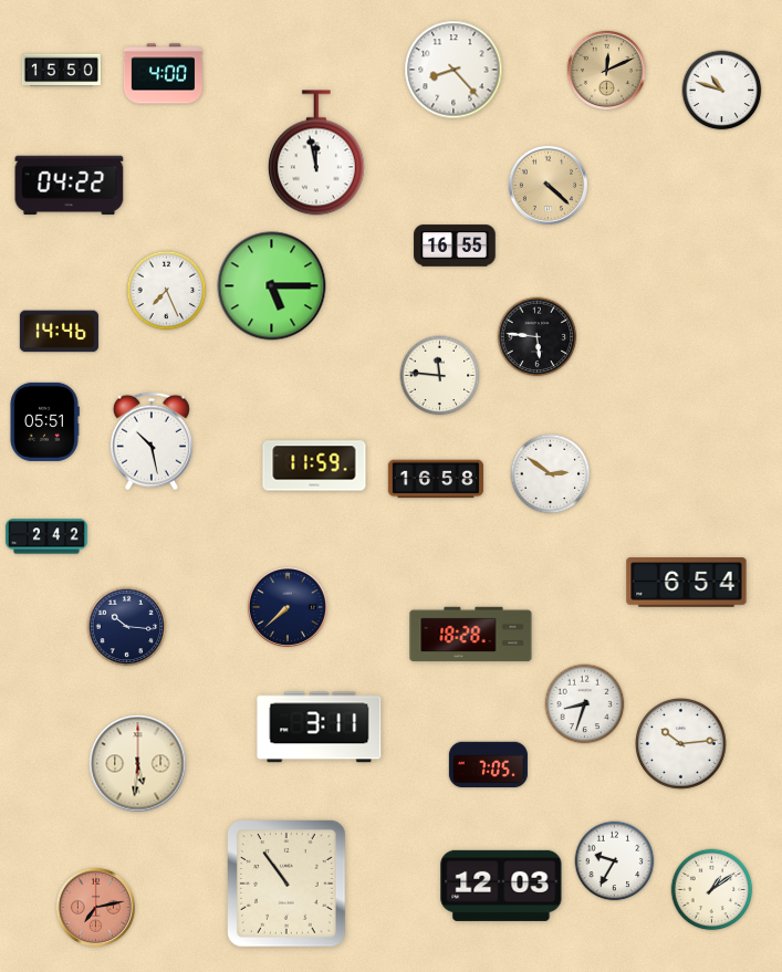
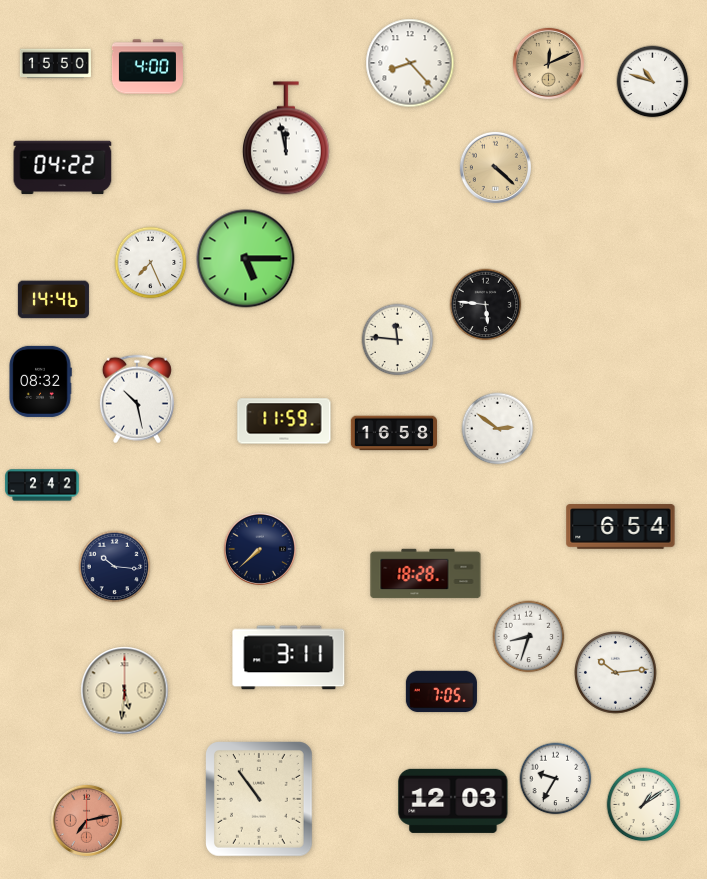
clock at (455, 245): 16:55 -> none
clock at (44, 421): 05:51 -> 08:32
